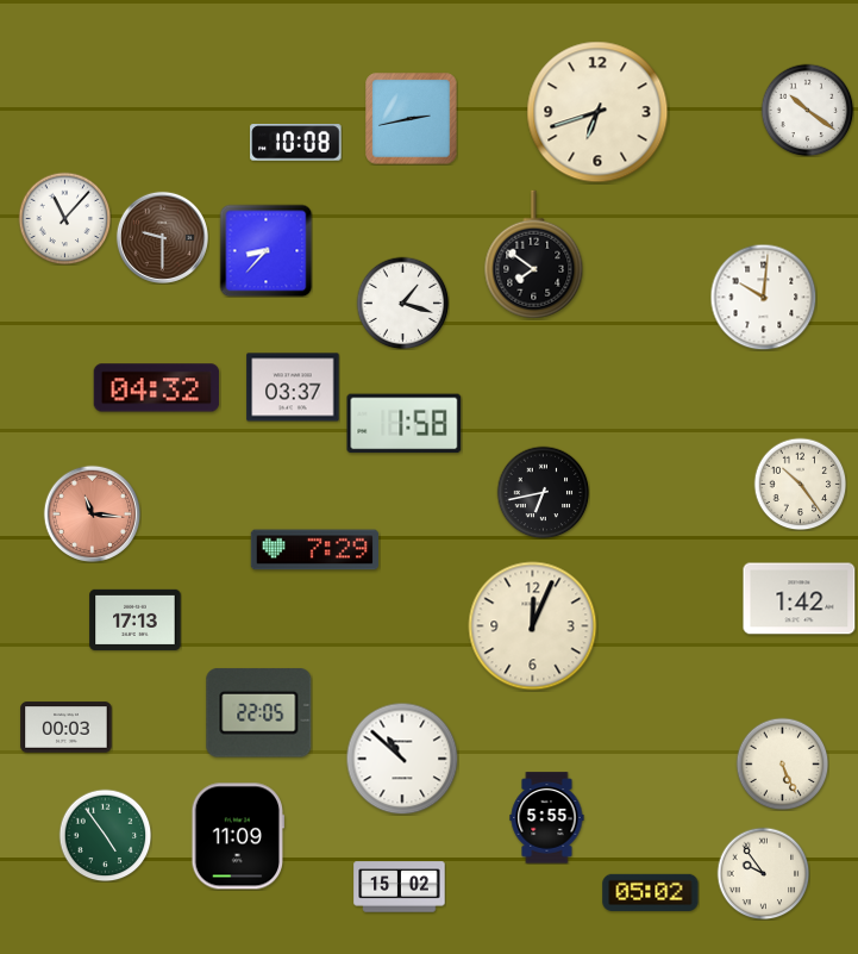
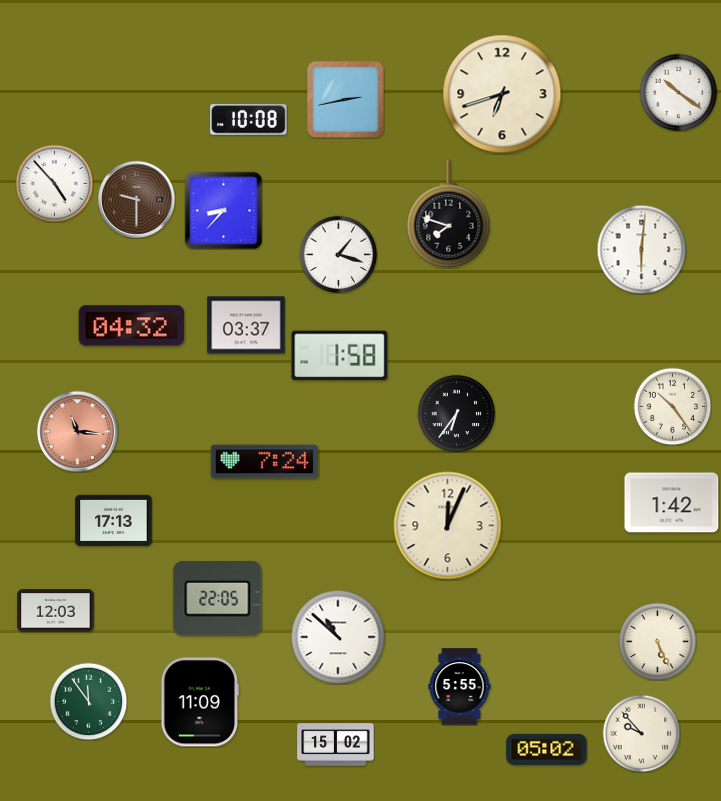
clock at (64, 218): 11:07 -> 4:53
clock at (534, 255): 7:51 -> 7:48
clock at (763, 297): 10:01 -> 6:01
clock at (543, 492): 6:43 -> 6:36
clock at (314, 550): 7:29 -> 7:24
clock at (67, 728): 00:03 -> 12:03
clock at (105, 835): 4:54 -> 11:54
clock at (763, 873): 9:54 -> 9:53
